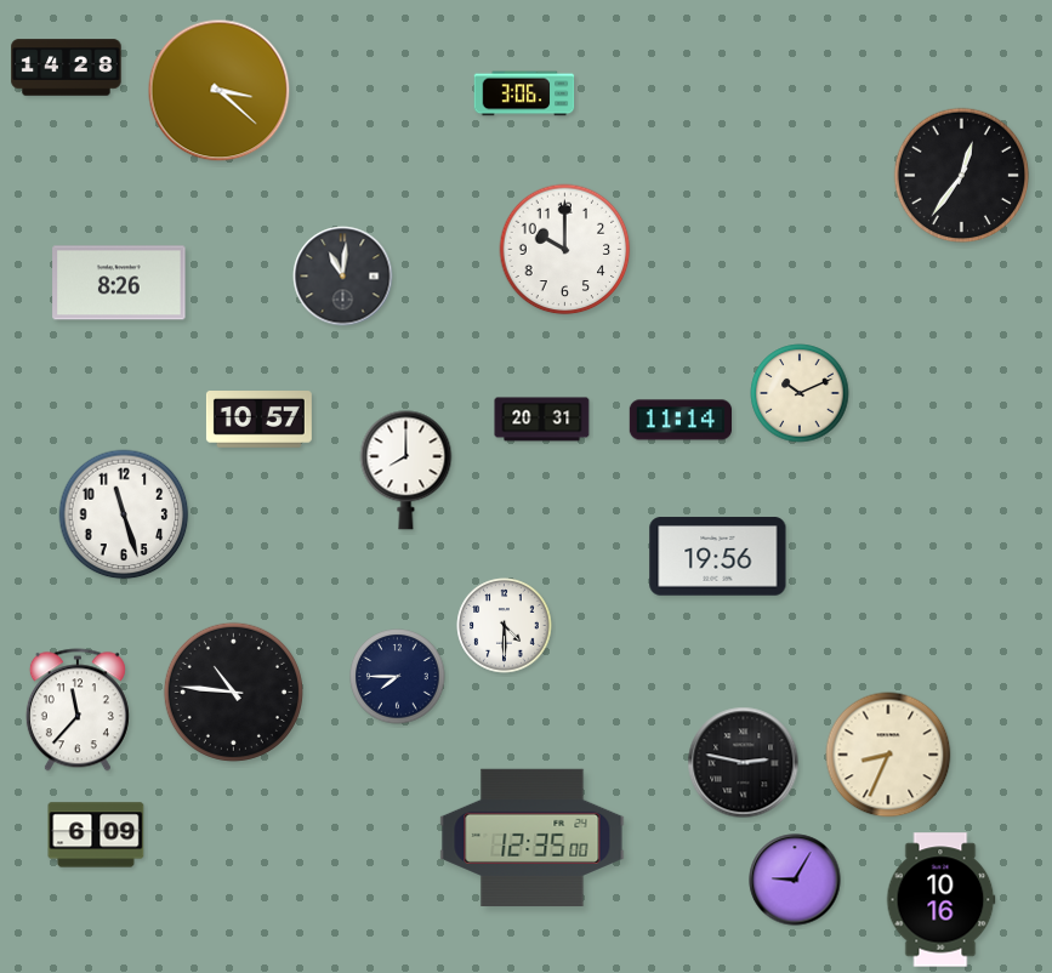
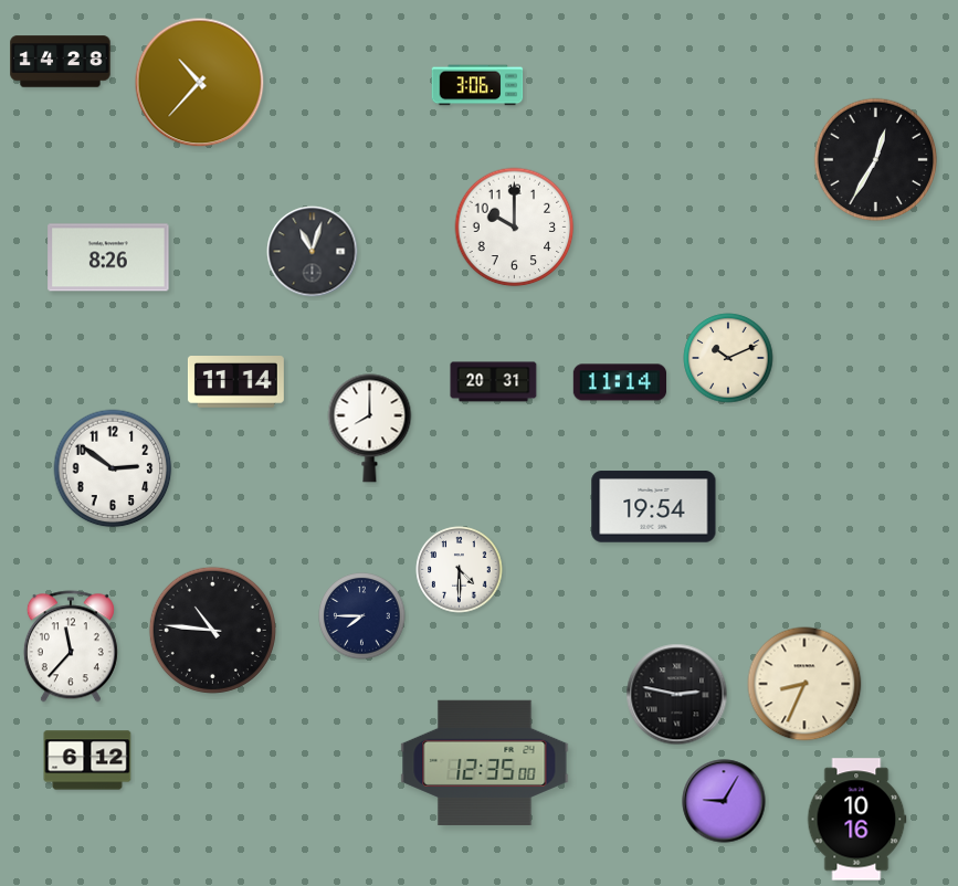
clock at (220, 91): 3:22 -> 10:37
clock at (962, 176): 12:36 -> 12:35
clock at (343, 277): 11:01 -> 11:03
clock at (258, 420): 10:57 -> 11:14
clock at (124, 514): 11:27 -> 2:51
clock at (718, 557): 19:56 -> 19:54
clock at (888, 755) position: (888, 755) -> (804, 684)
clock at (96, 835): 6:09 -> 6:12
